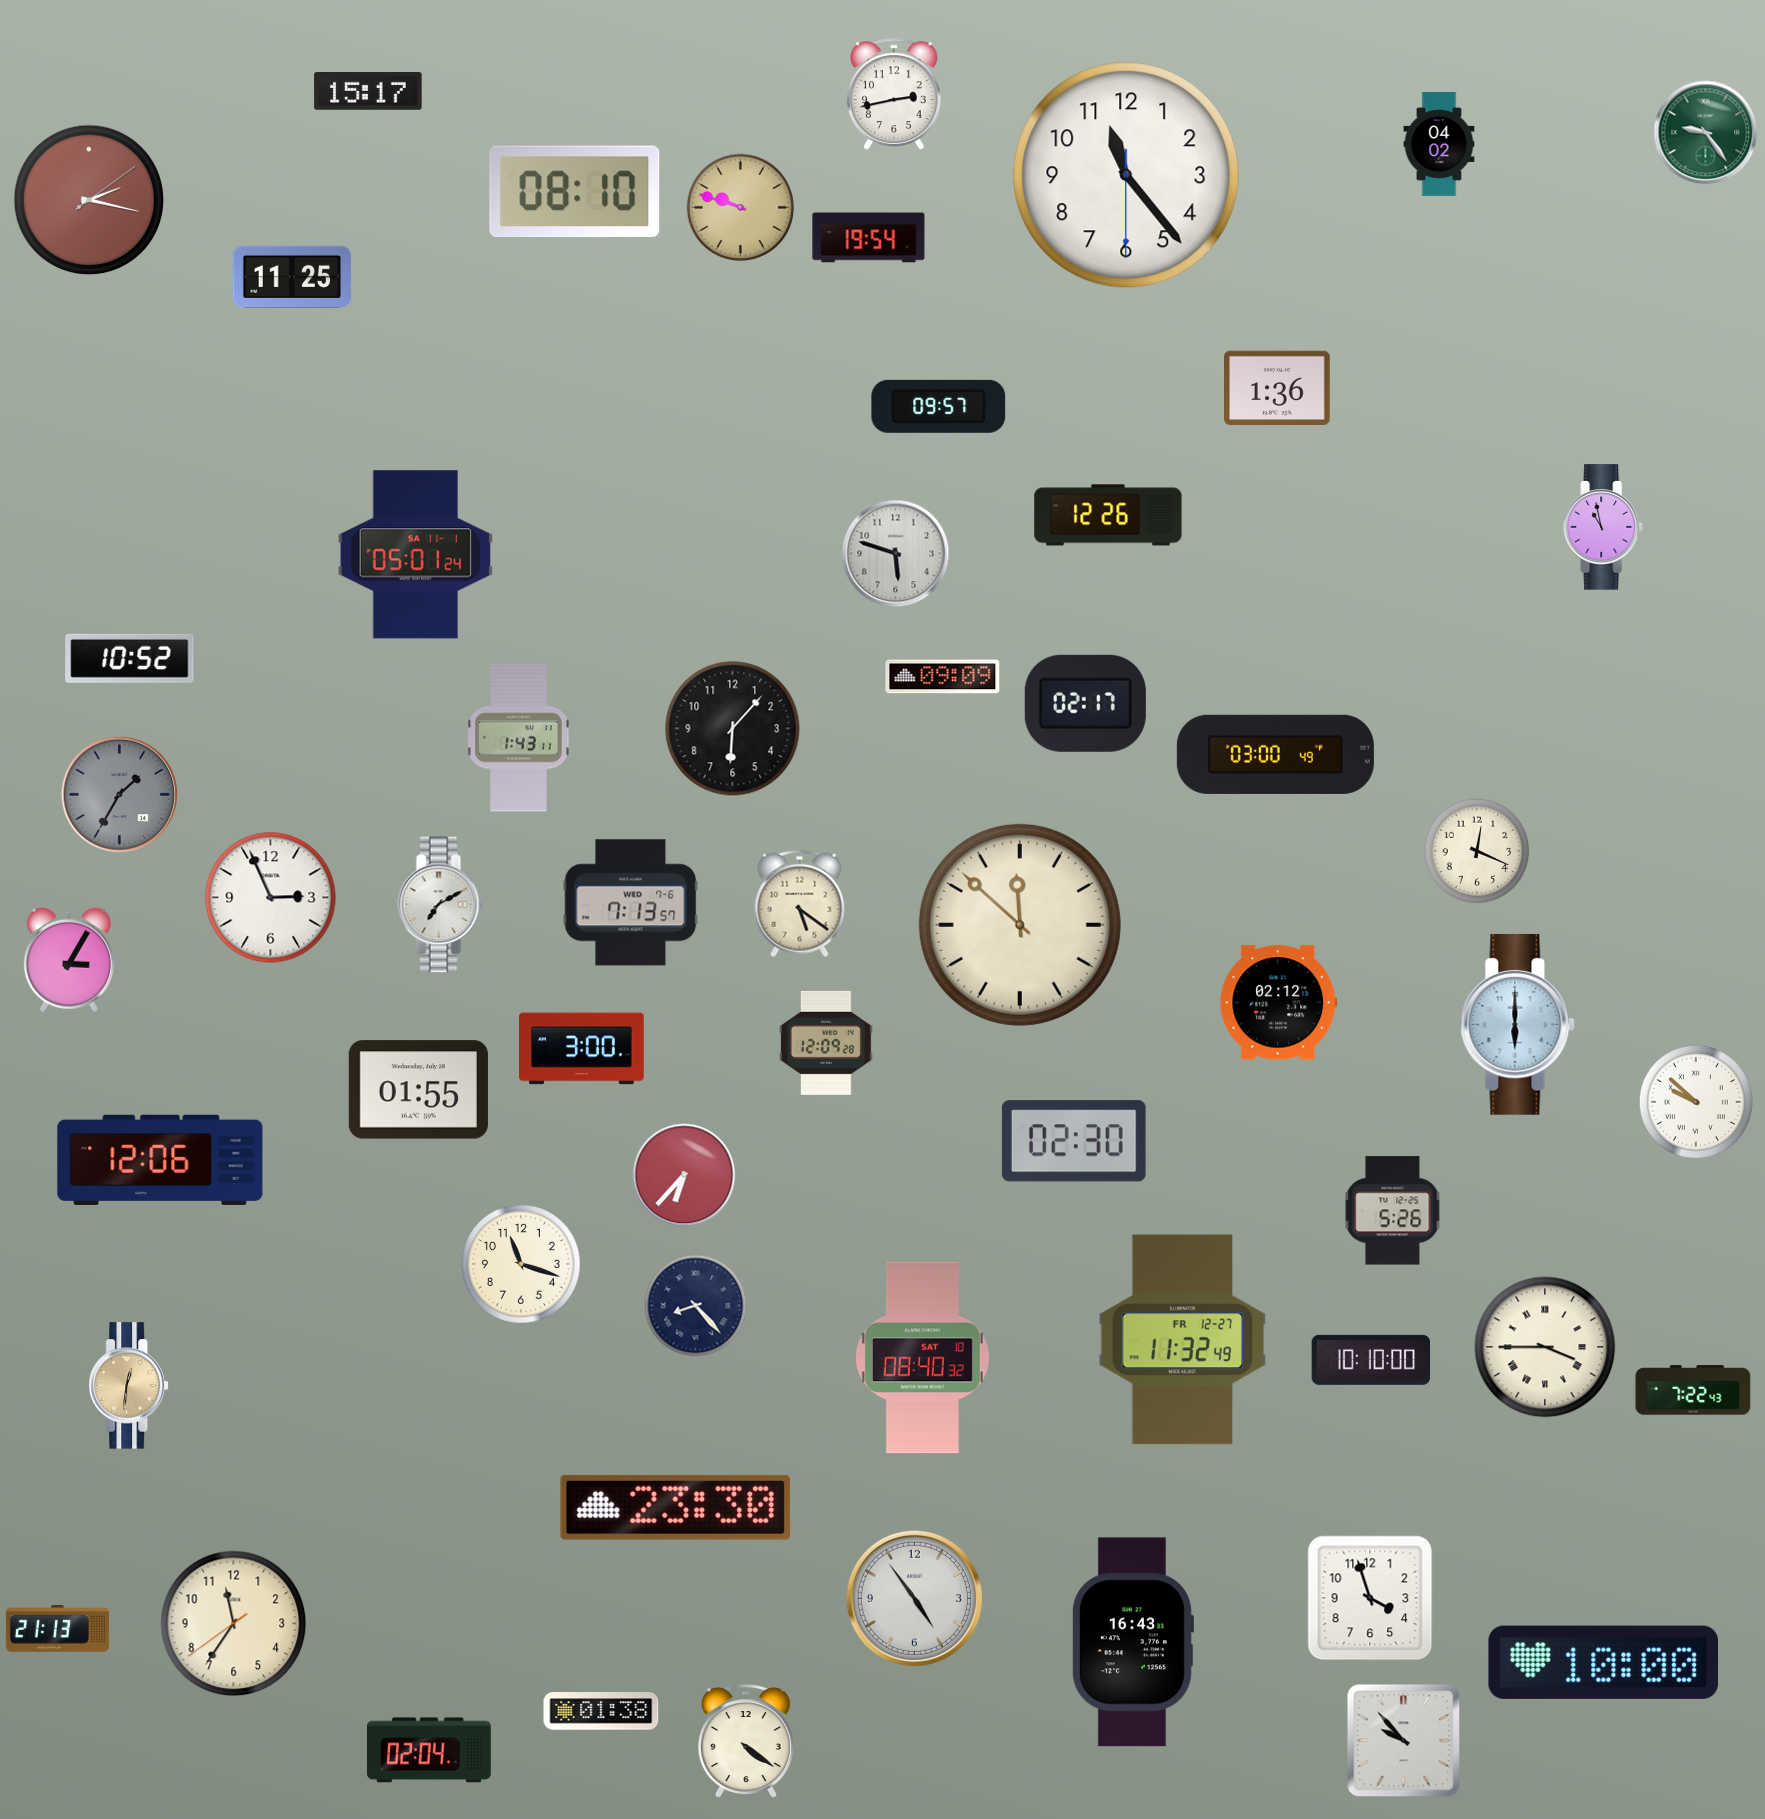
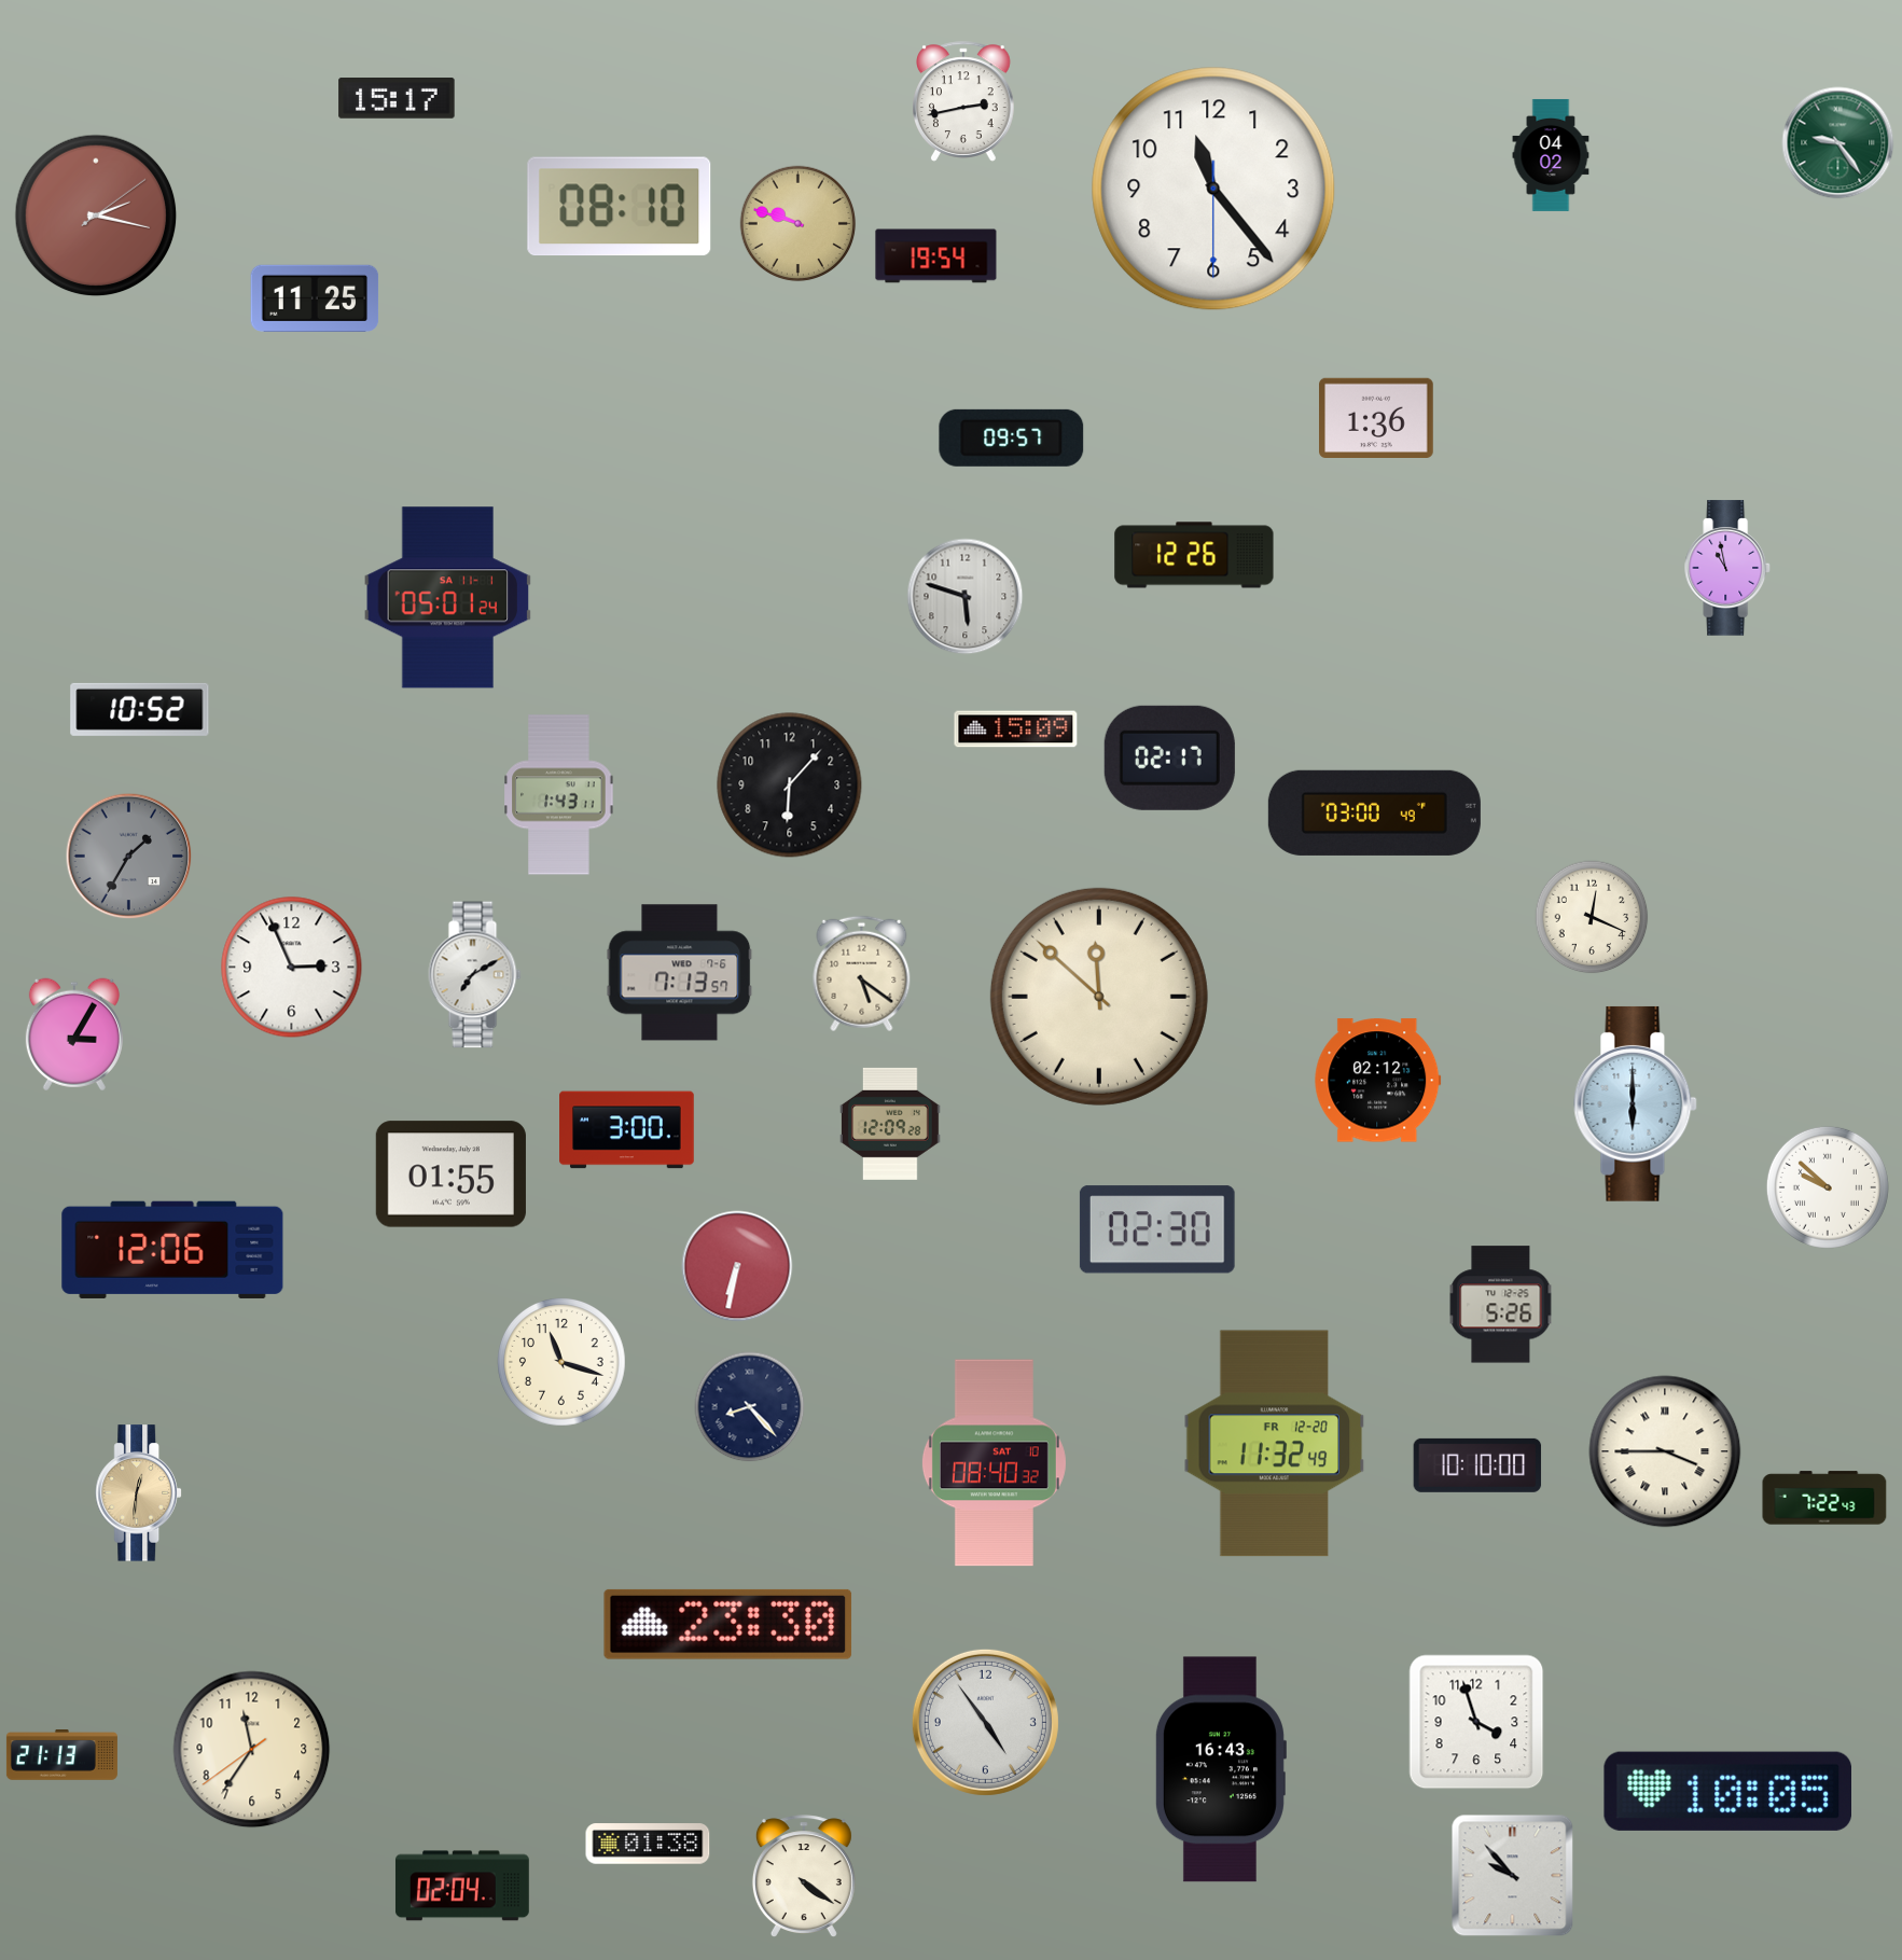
clock at (943, 677): 09:09 -> 15:09
clock at (684, 1175): 6:37 -> 6:32
clock at (1183, 1340) date: FR 12-27 -> FR 12-20
clock at (1603, 1662): 10:00 -> 10:05
